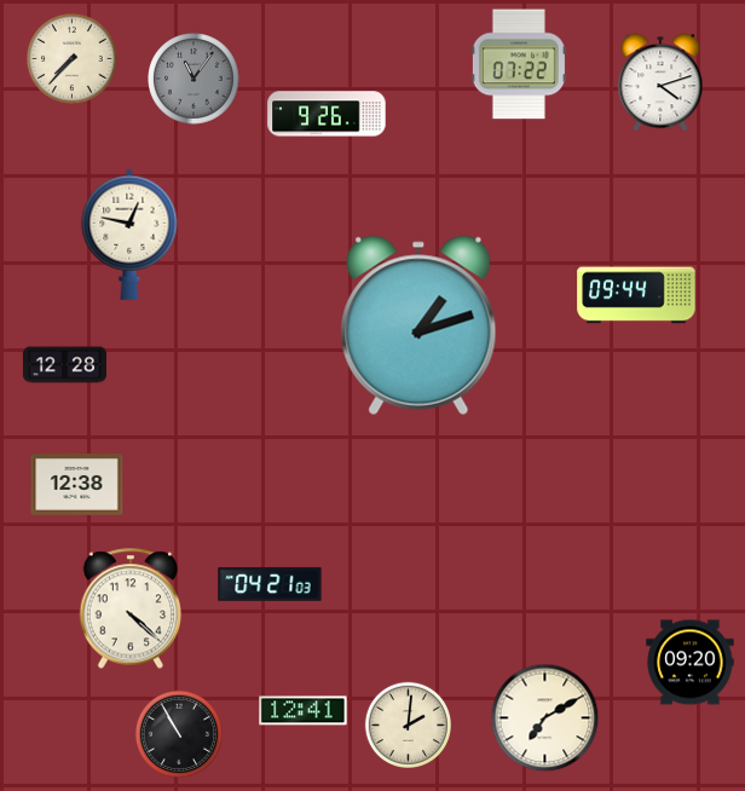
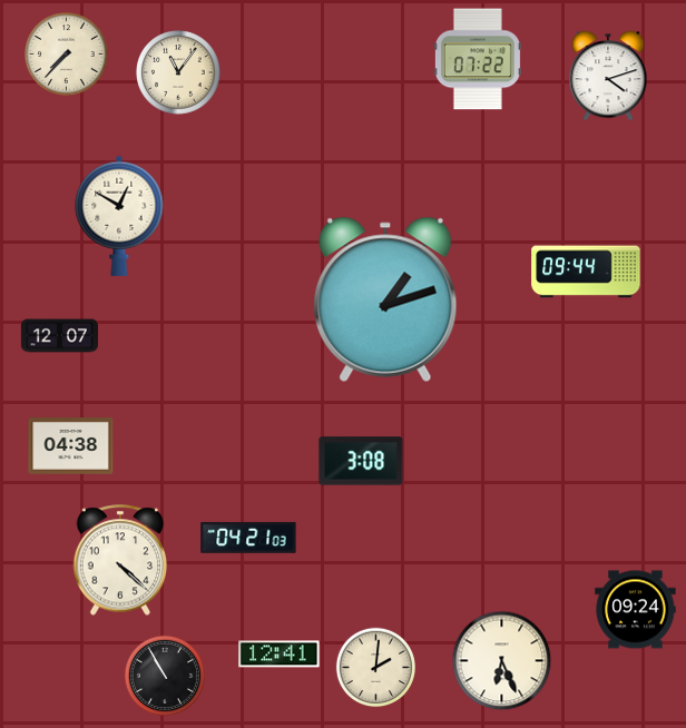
clock at (194, 79) dial: grey -> cream
clock at (327, 114): 9:26 -> none
clock at (129, 235): 12:47 -> 12:50
clock at (64, 365): 12:28 -> 12:07
clock at (77, 485): 12:38 -> 04:38
clock at (361, 461): none -> 3:08
clock at (691, 663): 09:20 -> 09:24
clock at (545, 718): 7:10 -> 6:26
